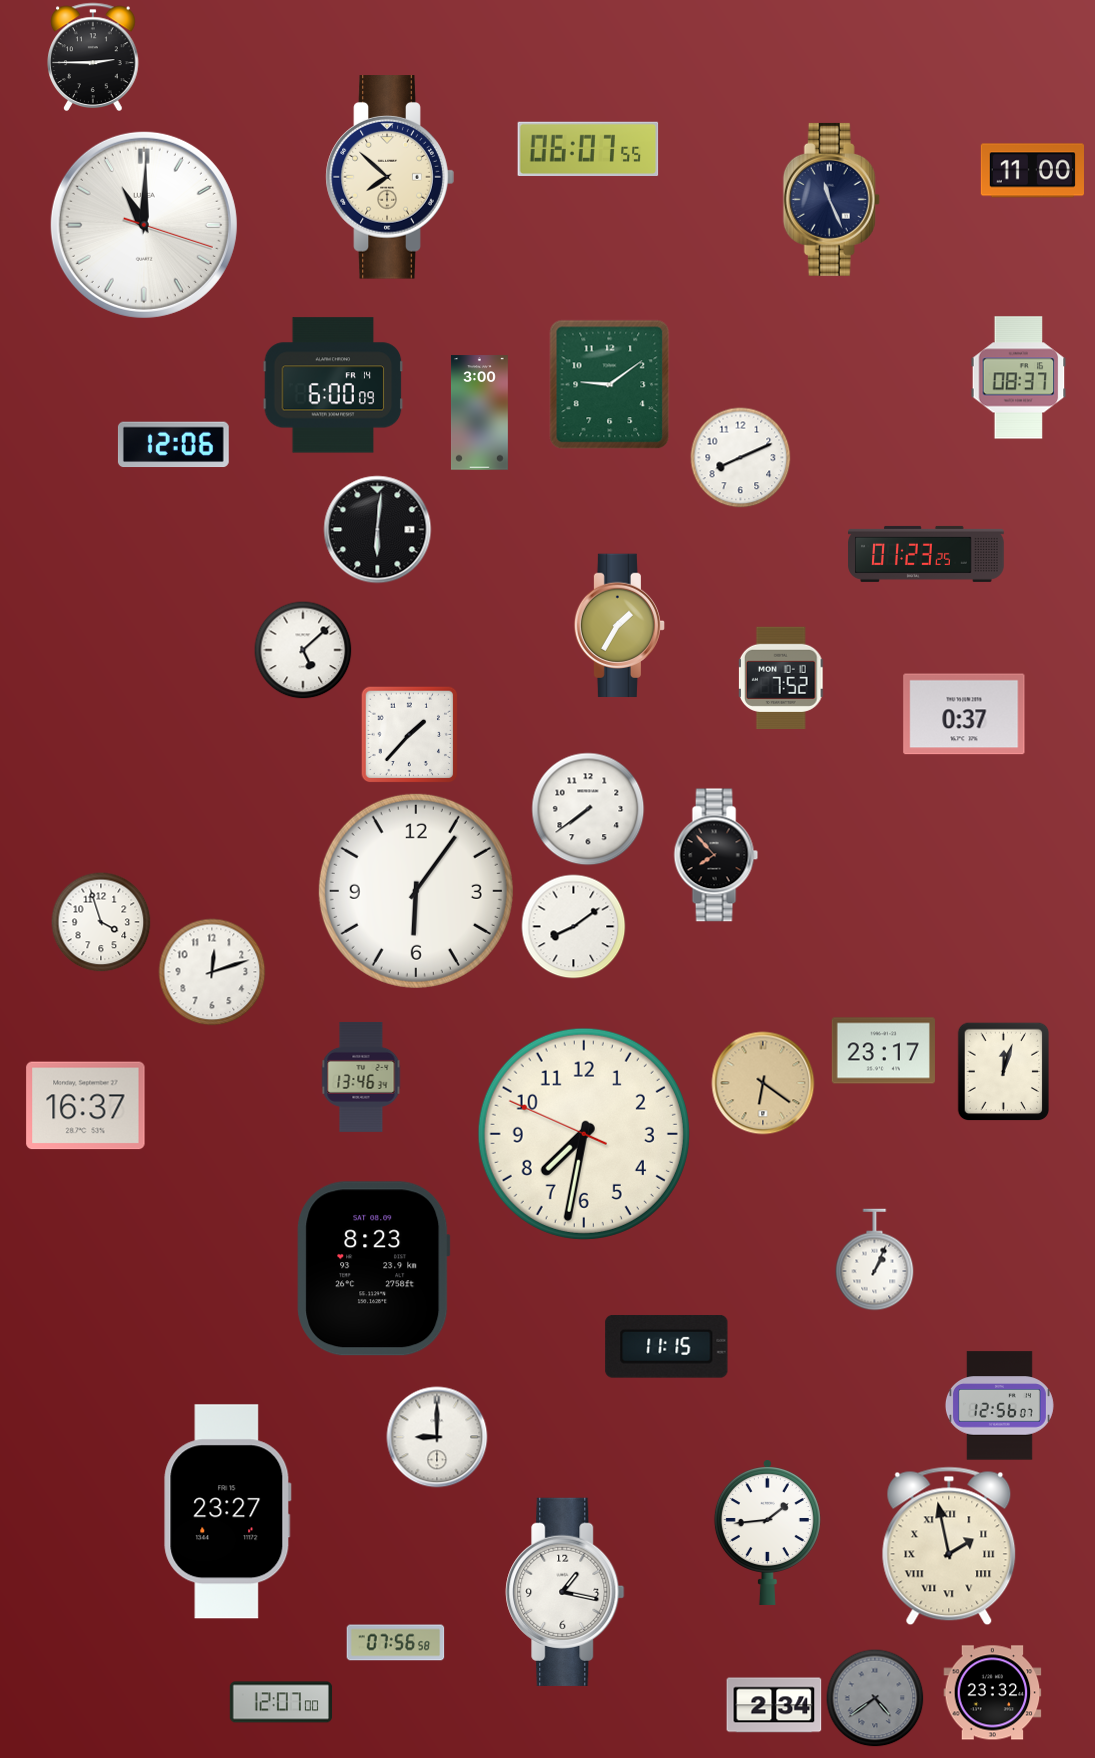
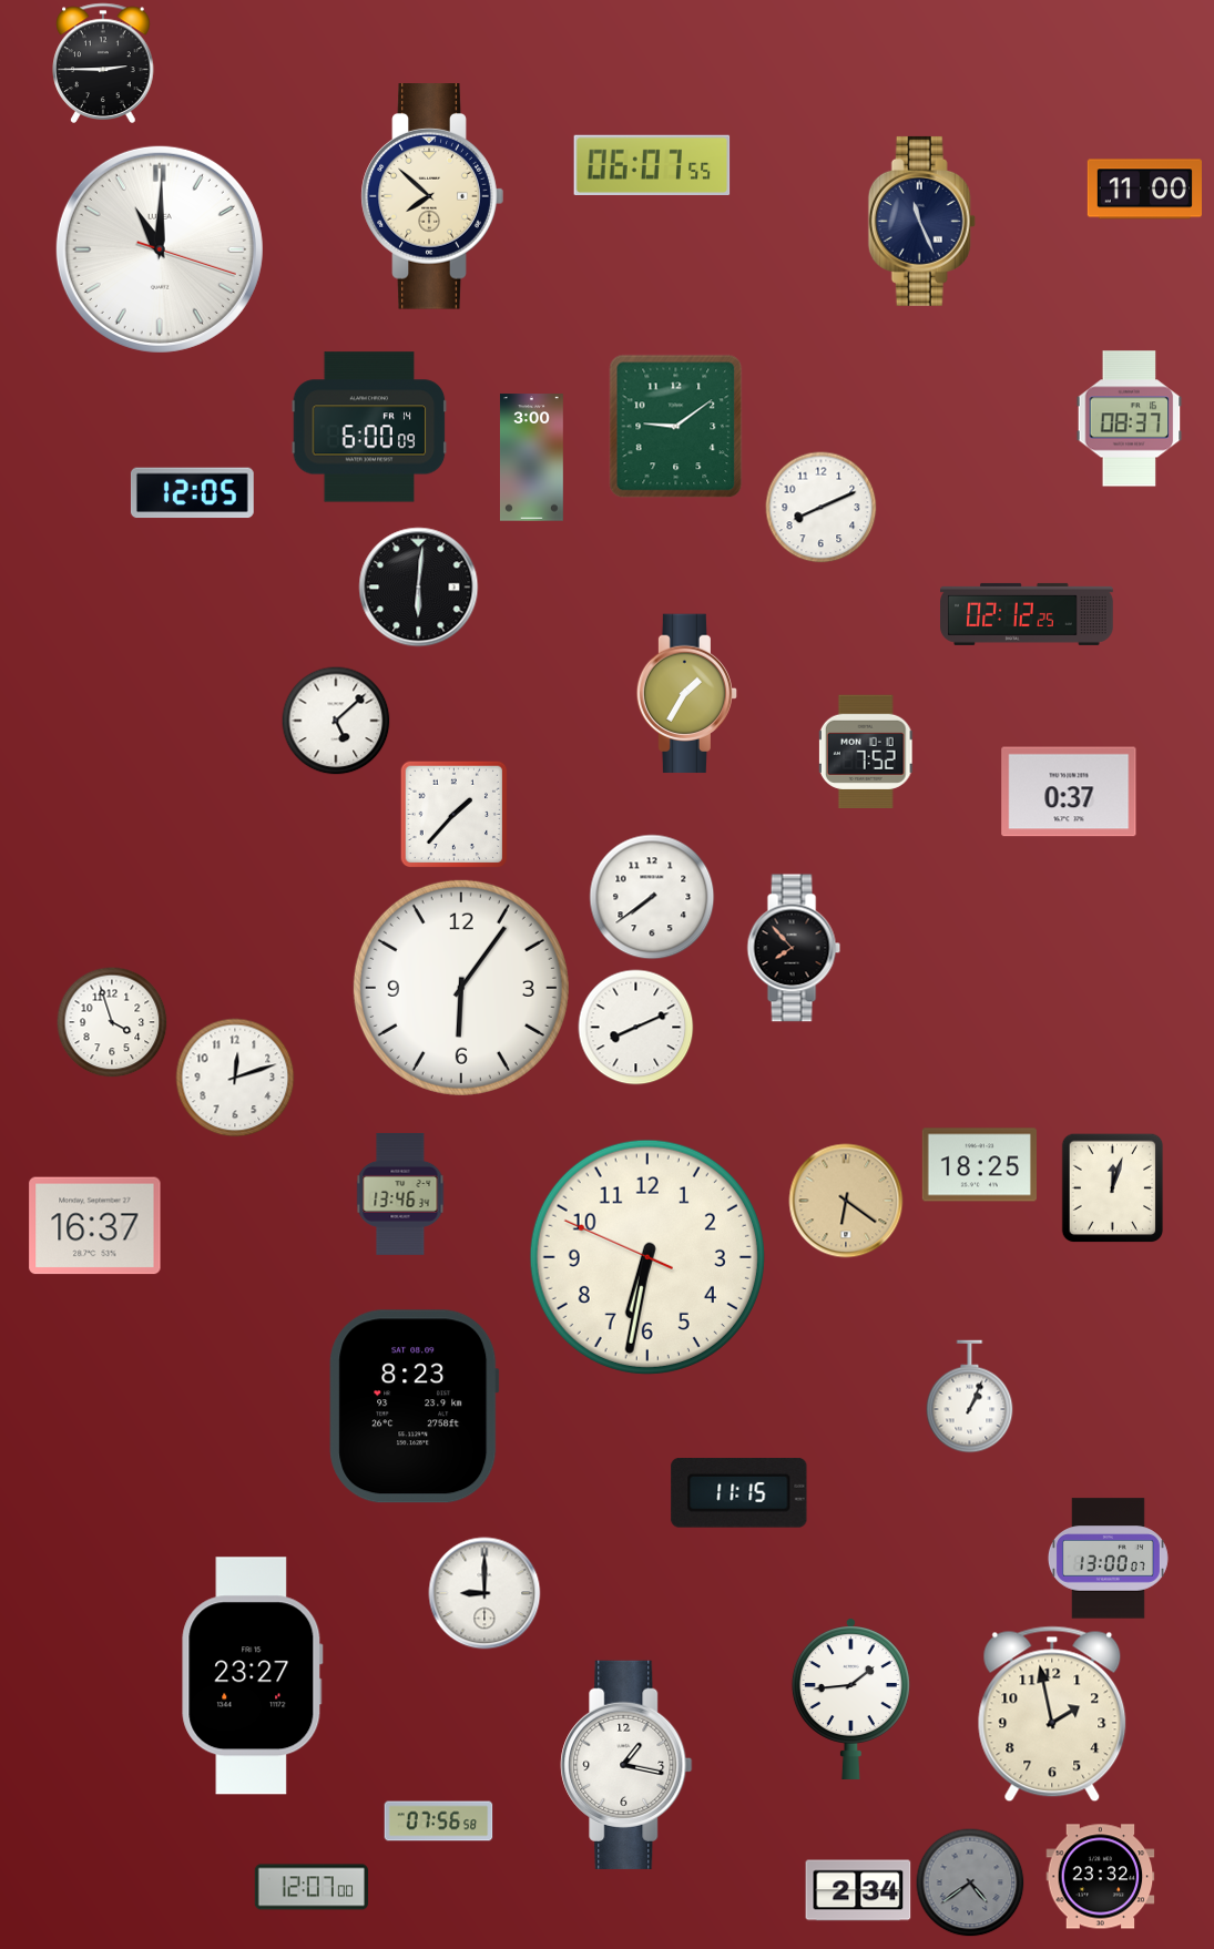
clock at (173, 445): 12:06 -> 12:05
clock at (926, 554): 01:23 -> 02:12
clock at (574, 927): 8:09 -> 8:11
clock at (883, 1051): 23:17 -> 18:25
clock at (584, 1134): 7:31 -> 6:31
clock at (999, 1406): 12:56 -> 13:00
clock at (949, 1546) numerals: Roman -> Arabic
